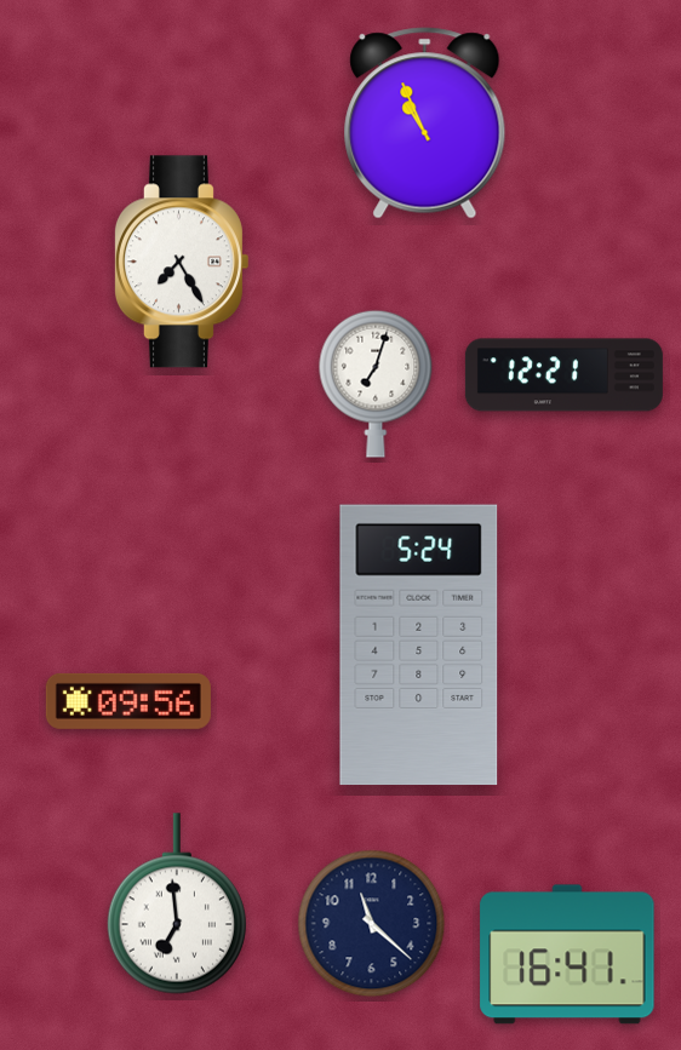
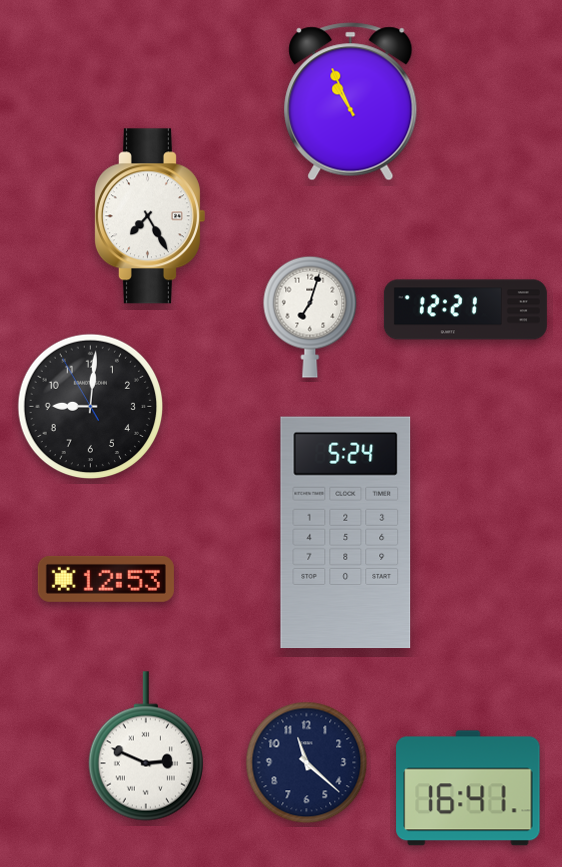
clock at (91, 407): none -> 9:00
clock at (128, 701): 09:56 -> 12:53
clock at (177, 903): 6:59 -> 2:49
